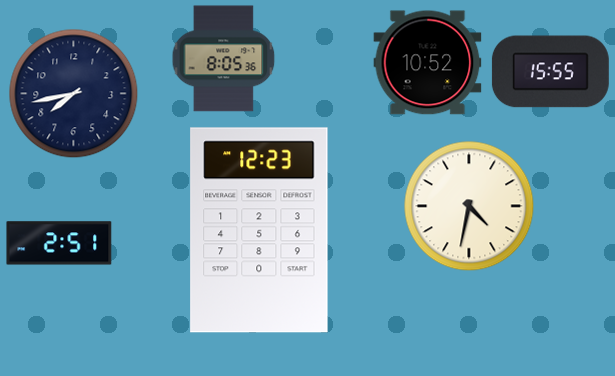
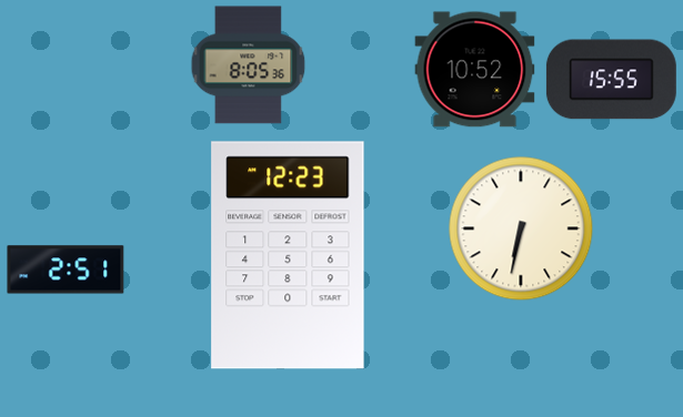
clock at (74, 94): 7:43 -> none
clock at (469, 206): 4:32 -> 6:32
